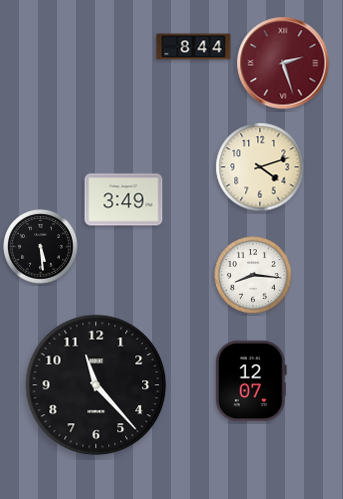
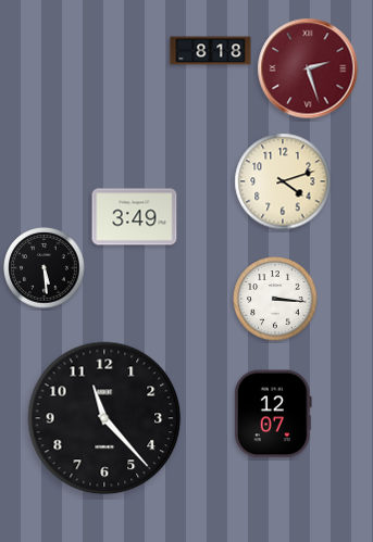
clock at (194, 47): 8:44 -> 8:18
clock at (253, 275): 8:16 -> 3:16
